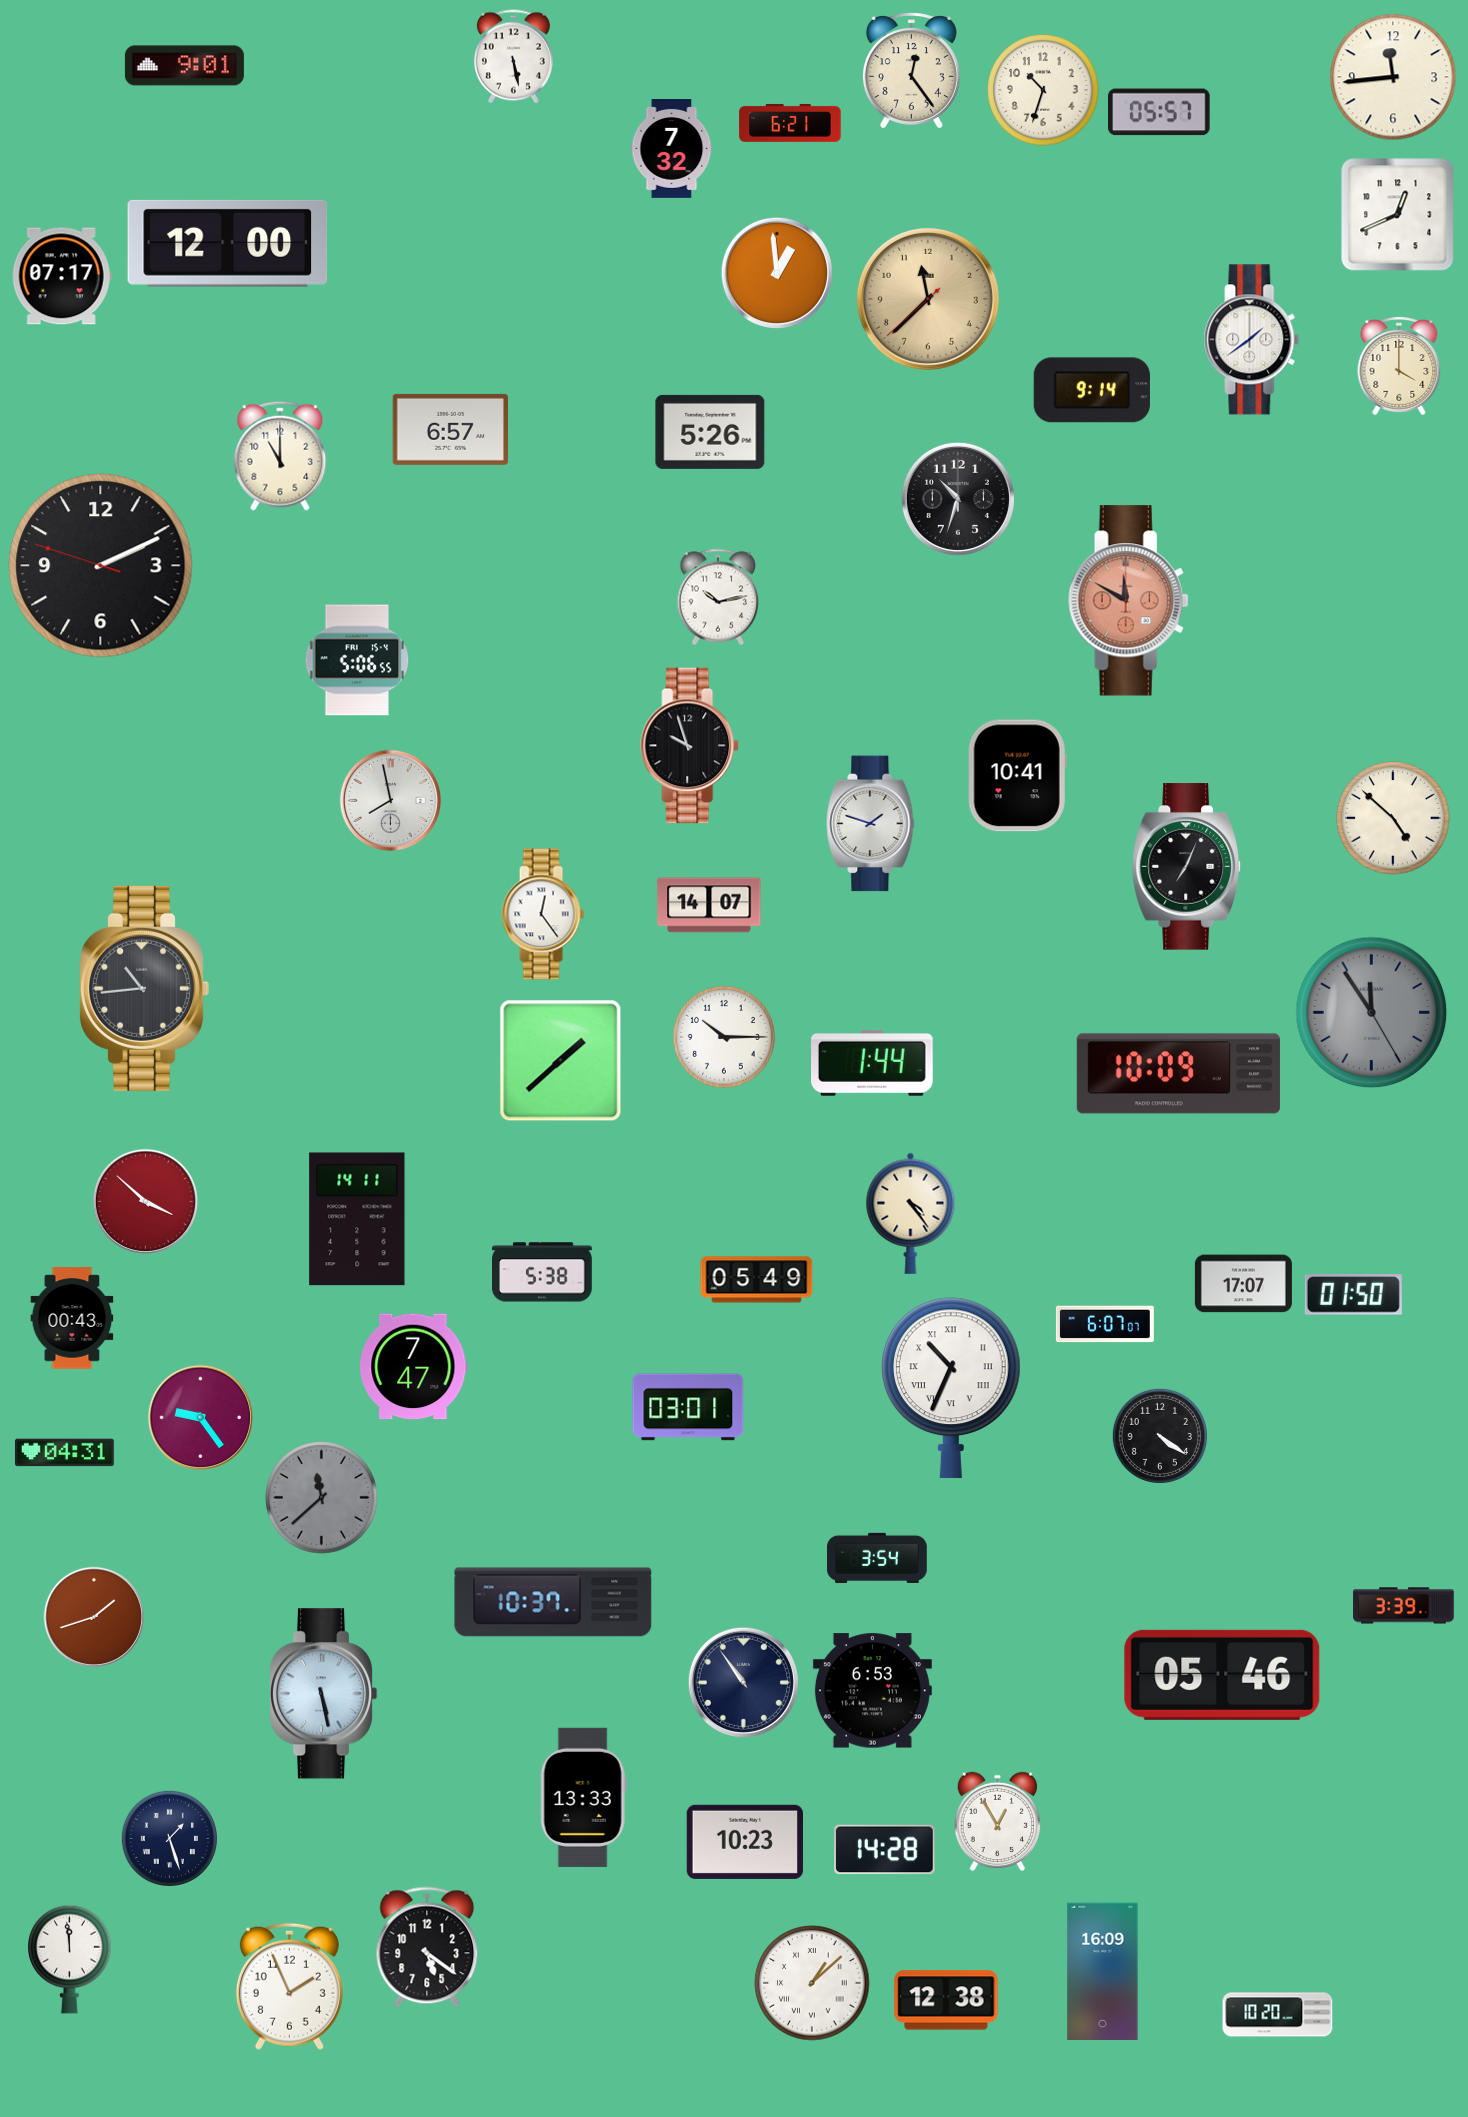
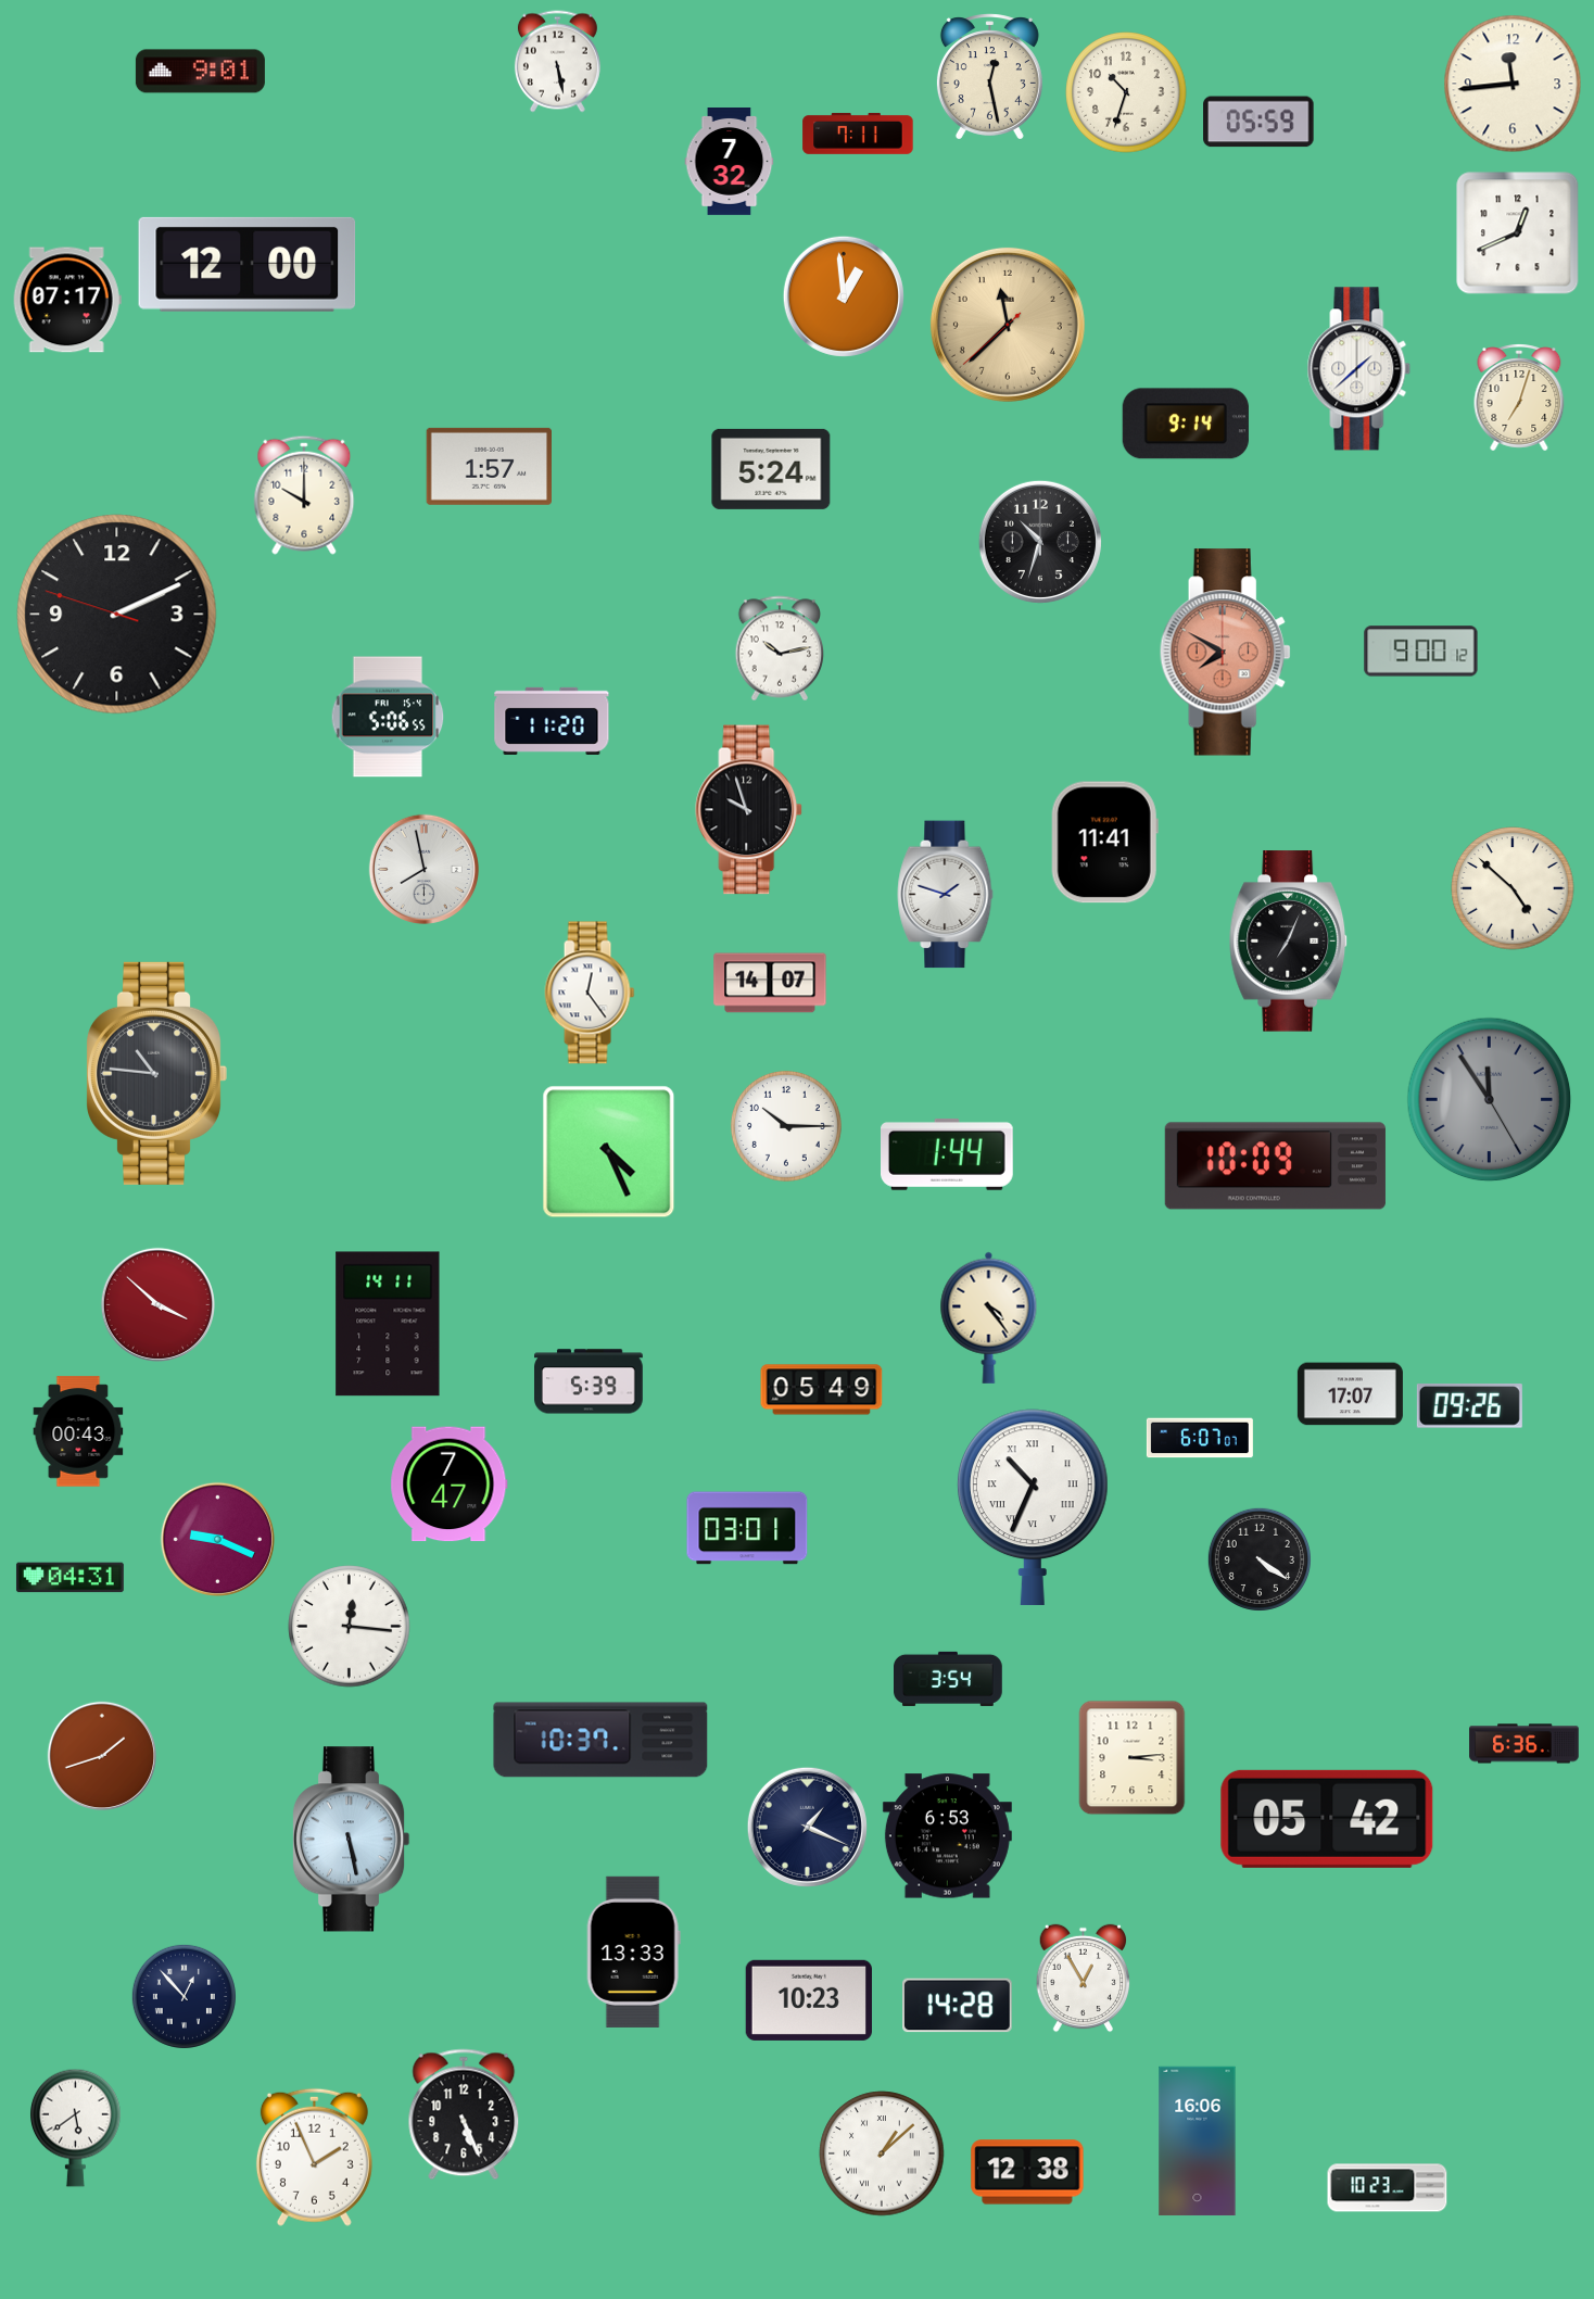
clock at (911, 71): 12:24 -> 12:28
clock at (1043, 90) position: (1043, 90) -> (1126, 92)
clock at (1159, 112): 05:57 -> 05:59
clock at (790, 123): 6:21 -> 7:11
clock at (1252, 340): 1:39 -> 1:38
clock at (1399, 366): 4:00 -> 7:03
clock at (450, 429): 6:57 -> 1:57
clock at (710, 432): 5:26 -> 5:24
clock at (280, 456): 11:00 -> 10:00
clock at (101, 566) position: (101, 566) -> (117, 615)
clock at (1421, 652): none -> 9:00
clock at (1128, 601): 11:50 -> 7:50
clock at (552, 721): none -> 11:20
clock at (1017, 776): 10:41 -> 11:41
clock at (144, 988): 10:44 -> 10:46
clock at (561, 1061): 1:38 -> 4:26
clock at (1178, 1074) position: (1178, 1074) -> (1275, 1166)
clock at (543, 1272): 5:38 -> 5:39
clock at (1353, 1295): 01:50 -> 09:26
clock at (200, 1417): 9:24 -> 9:19
clock at (322, 1498): 11:38 -> 12:16
clock at (322, 1498) dial: grey -> white
clock at (878, 1558) position: (878, 1558) -> (949, 1679)
clock at (1404, 1606): 3:39 -> 6:36
clock at (1133, 1758): none -> 3:14
clock at (1222, 1675): 05:46 -> 05:42
clock at (743, 1682): 10:54 -> 1:19
clock at (169, 1838): 1:27 -> 12:53
clock at (885, 1850) position: (885, 1850) -> (958, 2006)
clock at (427, 1947): 5:21 -> 5:26
clock at (70, 1959): 11:59 -> 5:39
clock at (1103, 1972): 16:09 -> 16:06
clock at (1278, 2015): 10:20 -> 10:23
